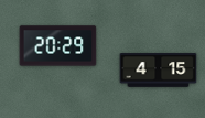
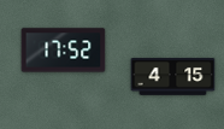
clock at (58, 46): 20:29 -> 17:52
